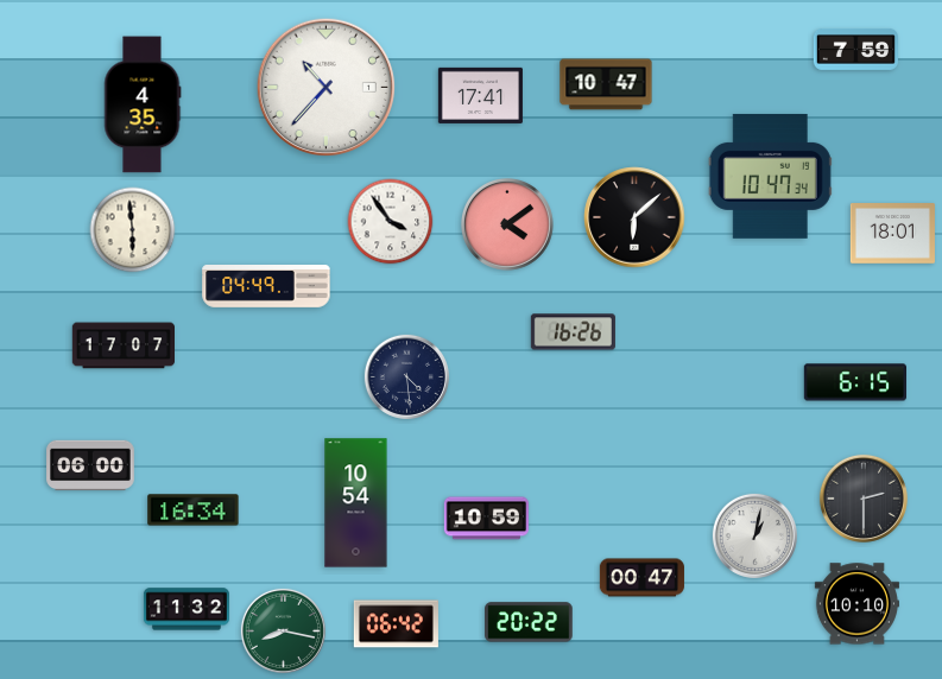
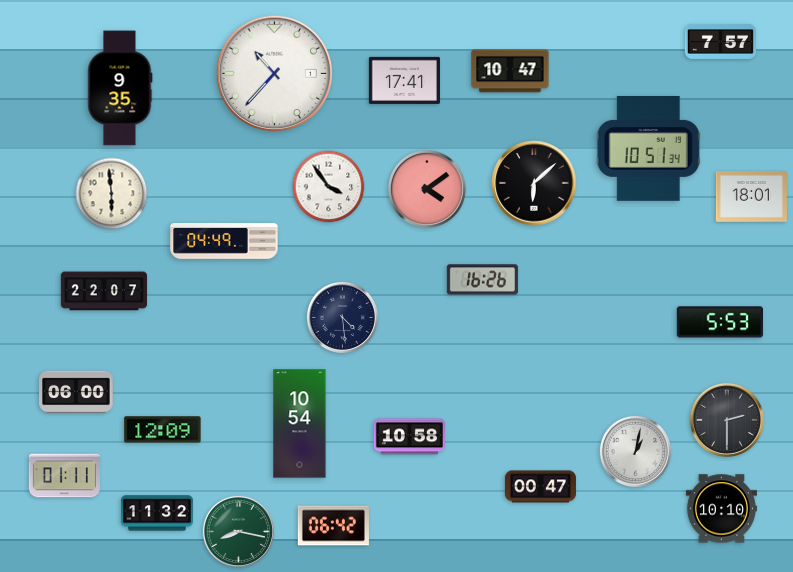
clock at (855, 50): 7:59 -> 7:57
clock at (143, 104): 4:35 -> 9:35
clock at (770, 176): 10:47 -> 10:51
clock at (124, 345): 17:07 -> 22:07
clock at (854, 382): 6:15 -> 5:53
clock at (194, 510): 16:34 -> 12:09
clock at (486, 519): 10:59 -> 10:58
clock at (64, 476): none -> 01:11
clock at (529, 622): 20:22 -> none
